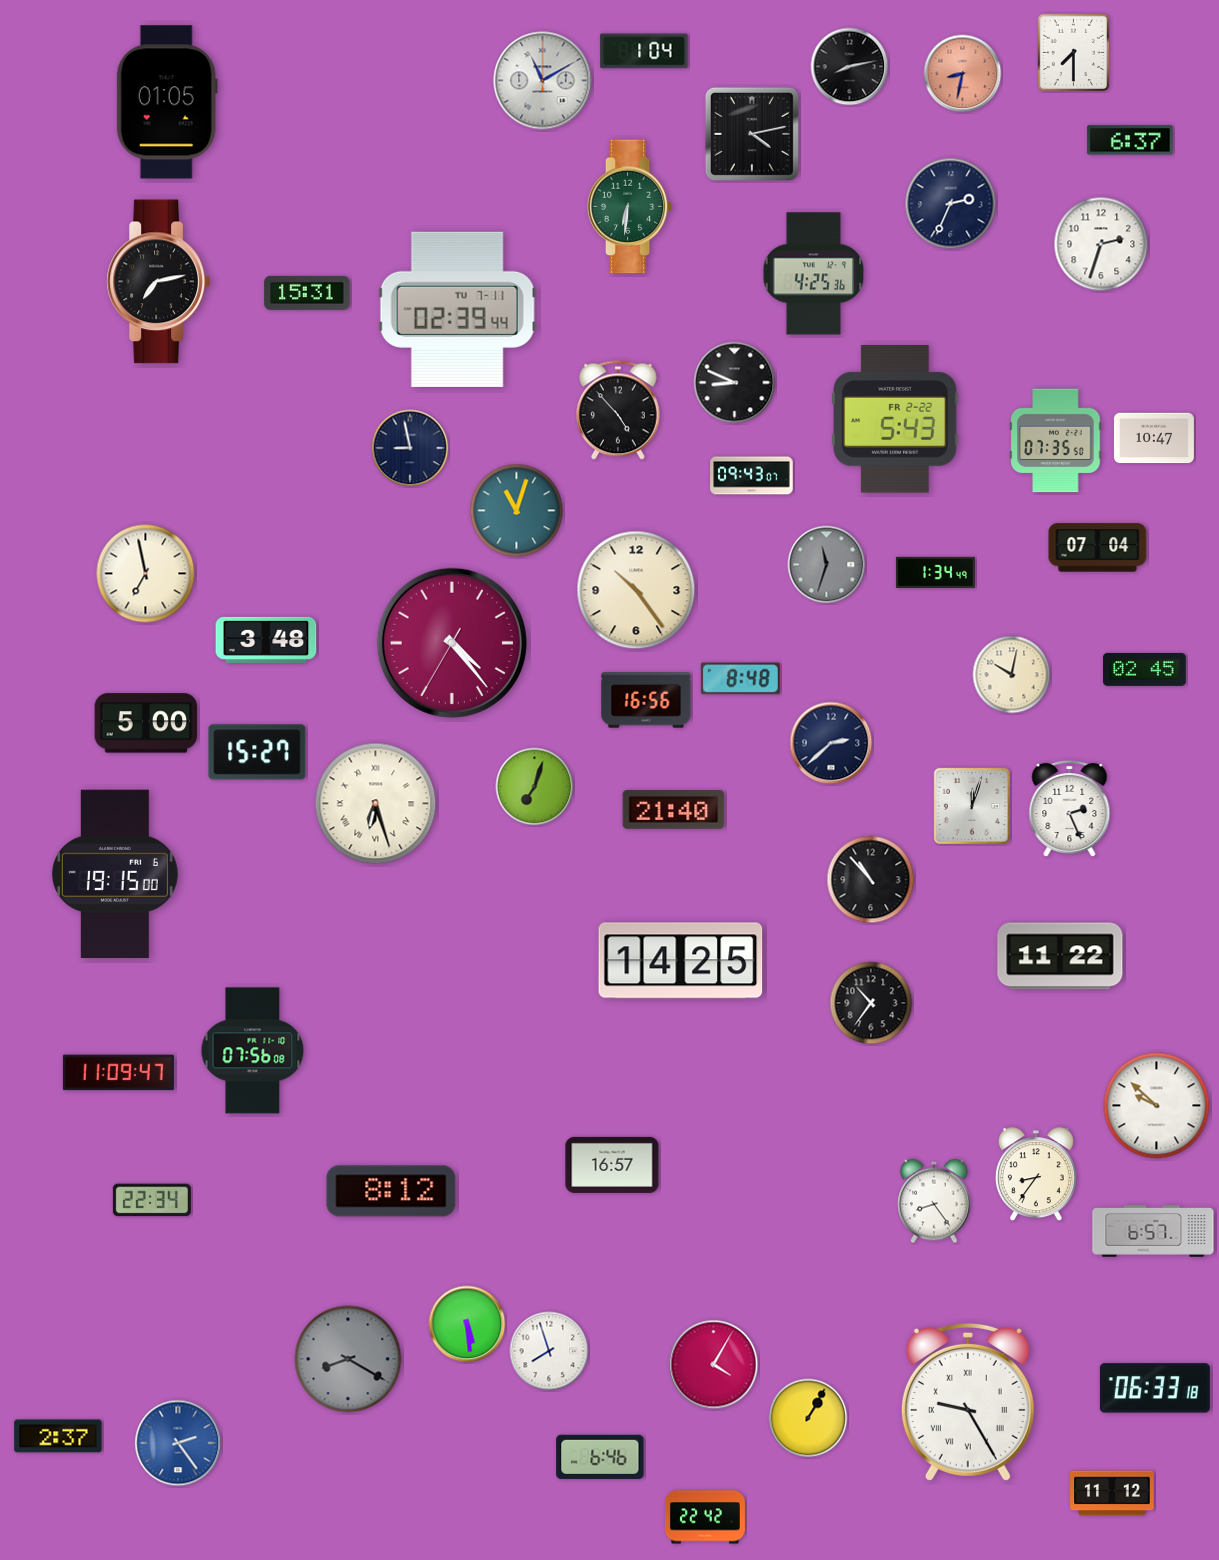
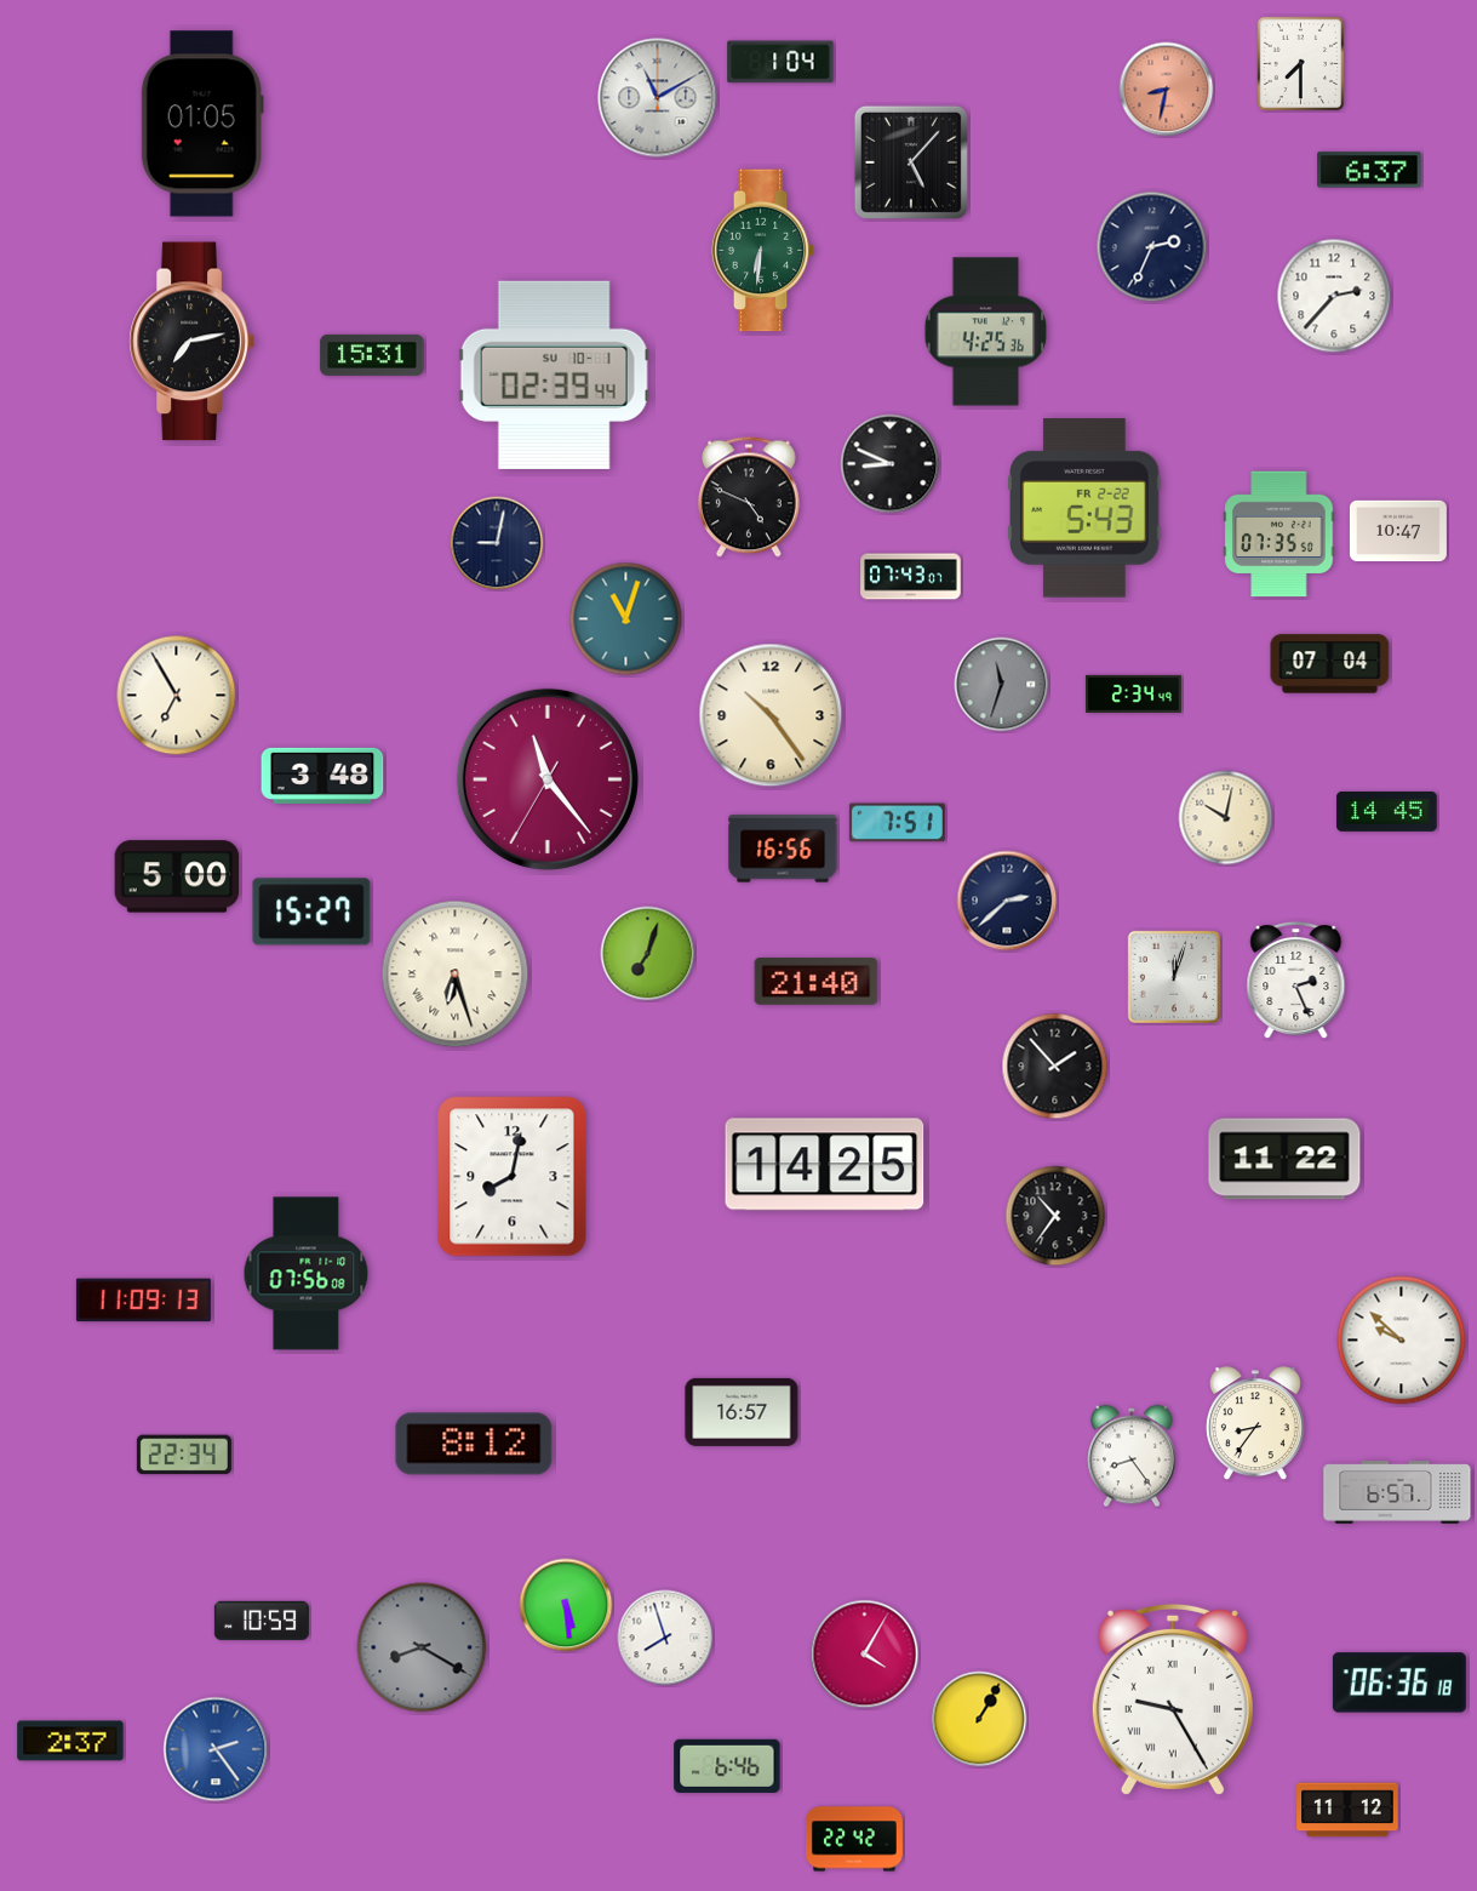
clock at (850, 67): 8:13 -> none
clock at (752, 134): 4:13 -> 5:07
clock at (1101, 244): 2:33 -> 2:37
clock at (457, 309) date: TU 7-11 -> SU 10-1
clock at (618, 410): 4:53 -> 4:49
clock at (410, 448): 8:58 -> 9:02
clock at (752, 476): 09:43 -> 07:43
clock at (935, 572): 1:34 -> 2:34
clock at (146, 574): 6:58 -> 6:55
clock at (452, 643): 4:23 -> 11:23
clock at (1145, 669): 02:45 -> 14:45
clock at (740, 679): 8:48 -> 7:51
clock at (971, 806) position: (971, 806) -> (1173, 977)
clock at (115, 873): 19:15 -> none
clock at (871, 880): 10:53 -> 1:53
clock at (513, 1177): none -> 8:02
clock at (118, 1073): 11:09:47 -> 11:09:13
clock at (262, 1621): none -> 10:59
clock at (1155, 1388): 06:33 -> 06:36
